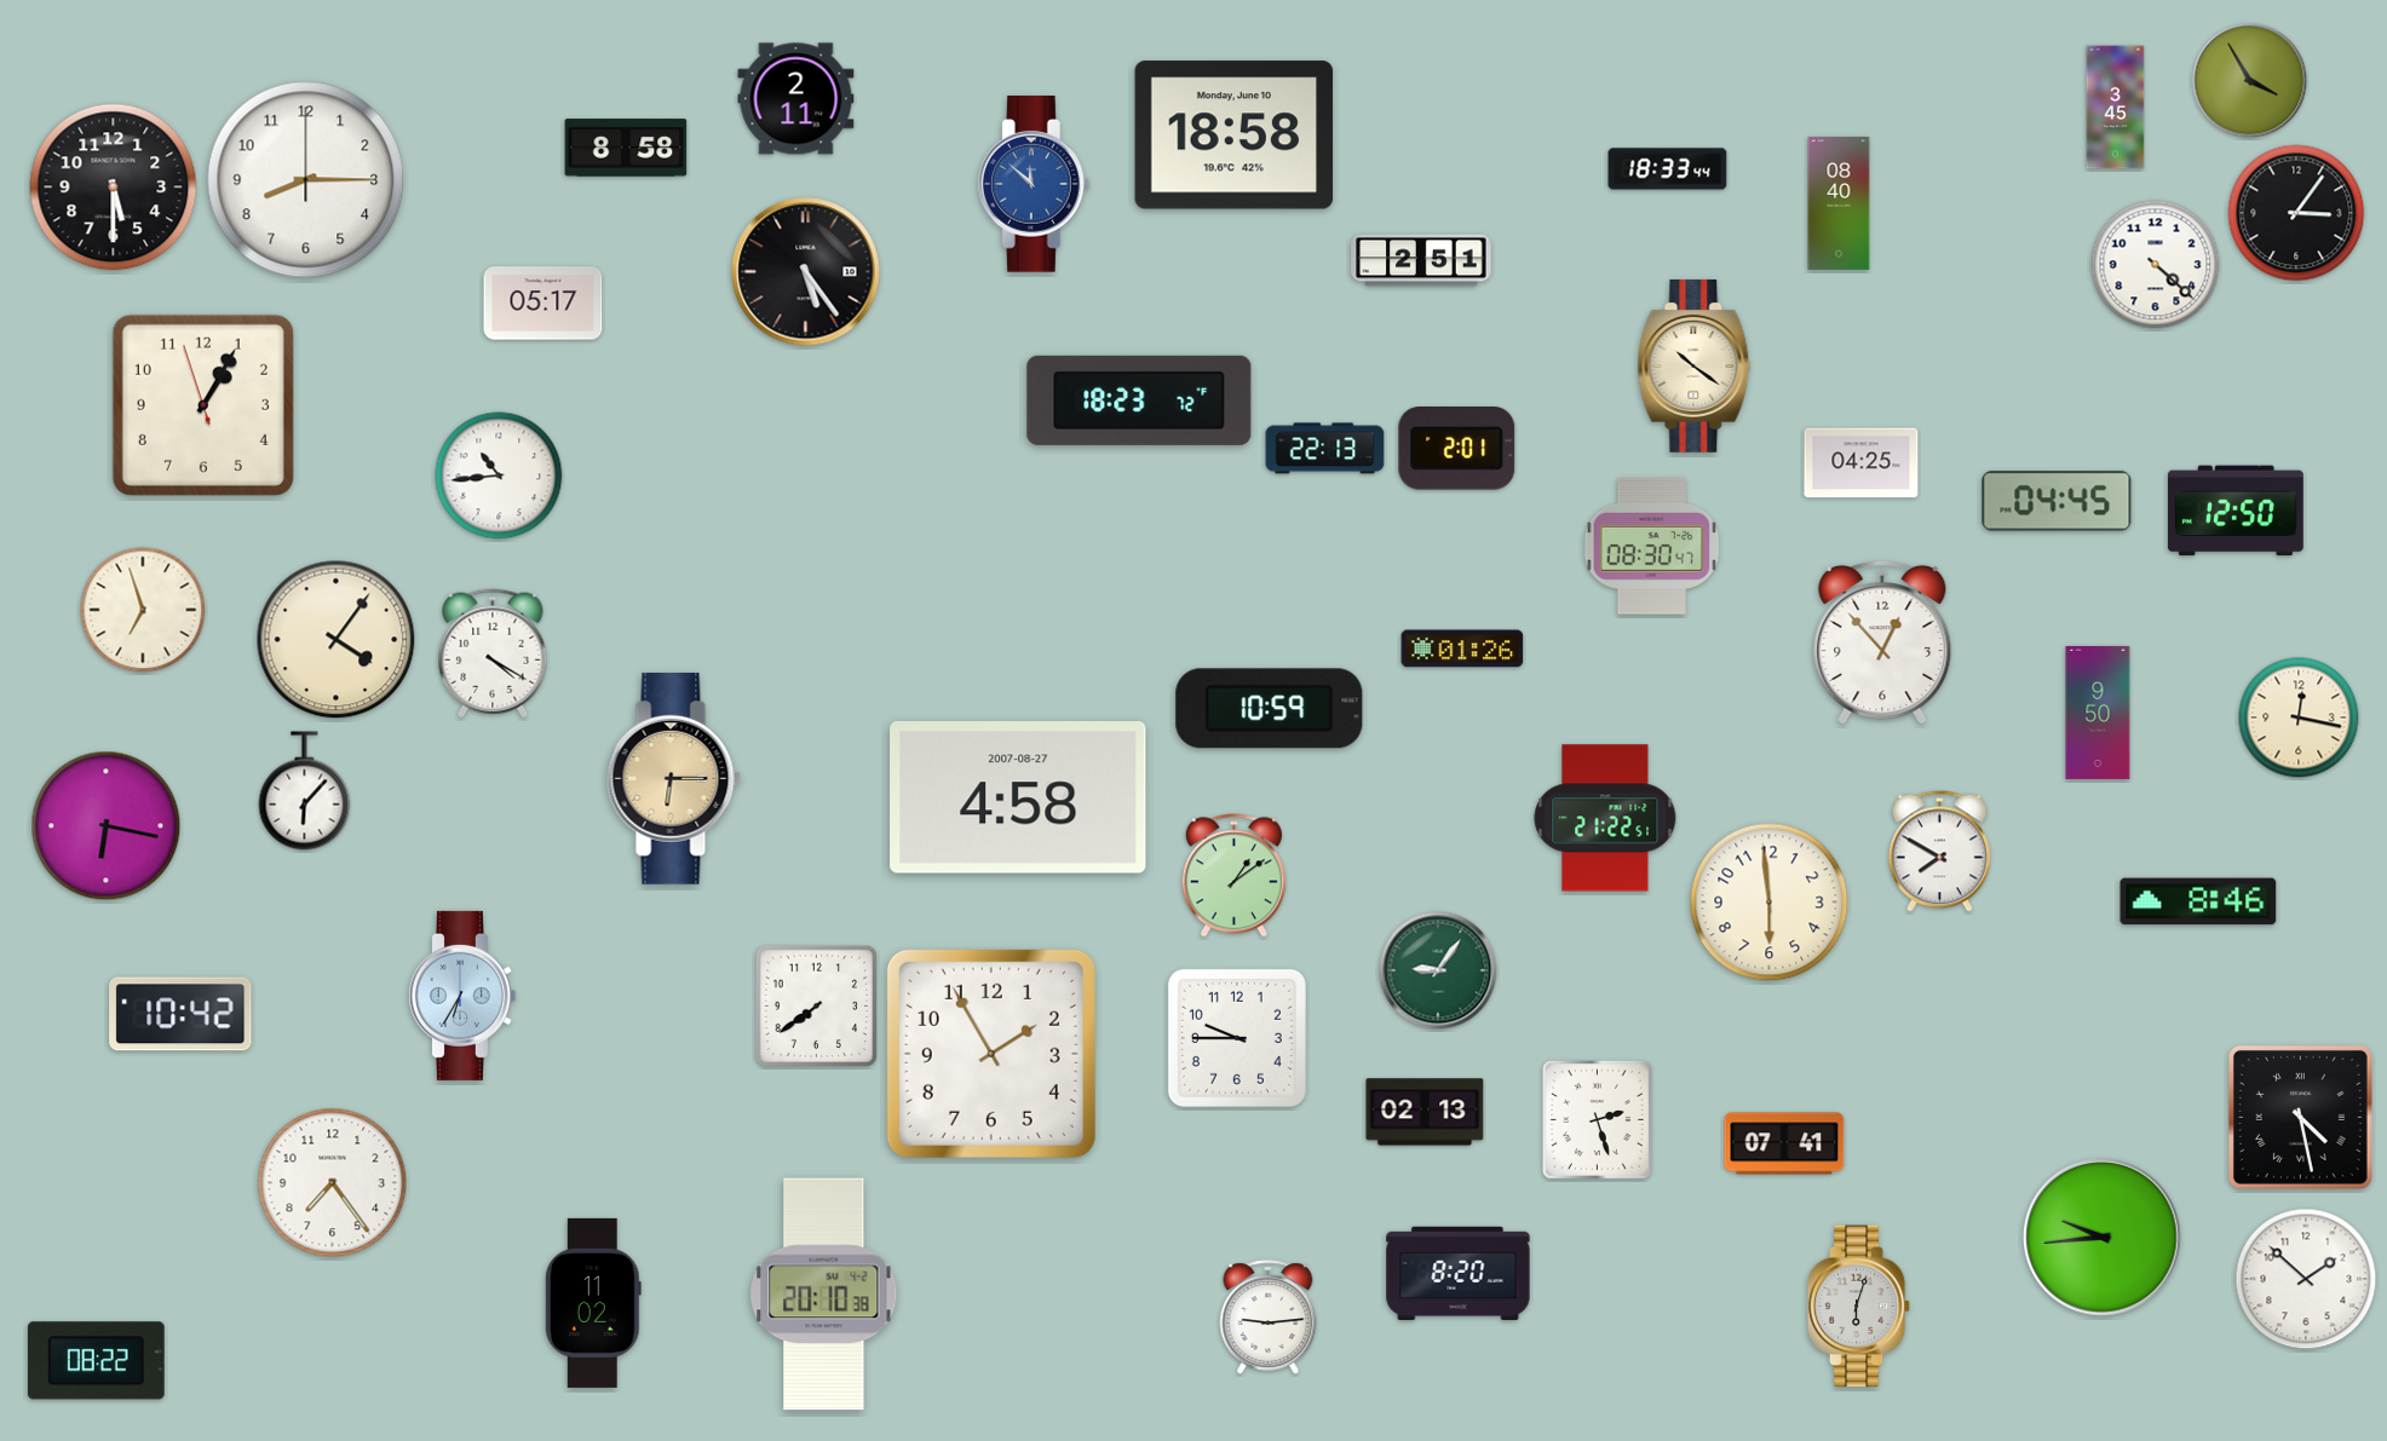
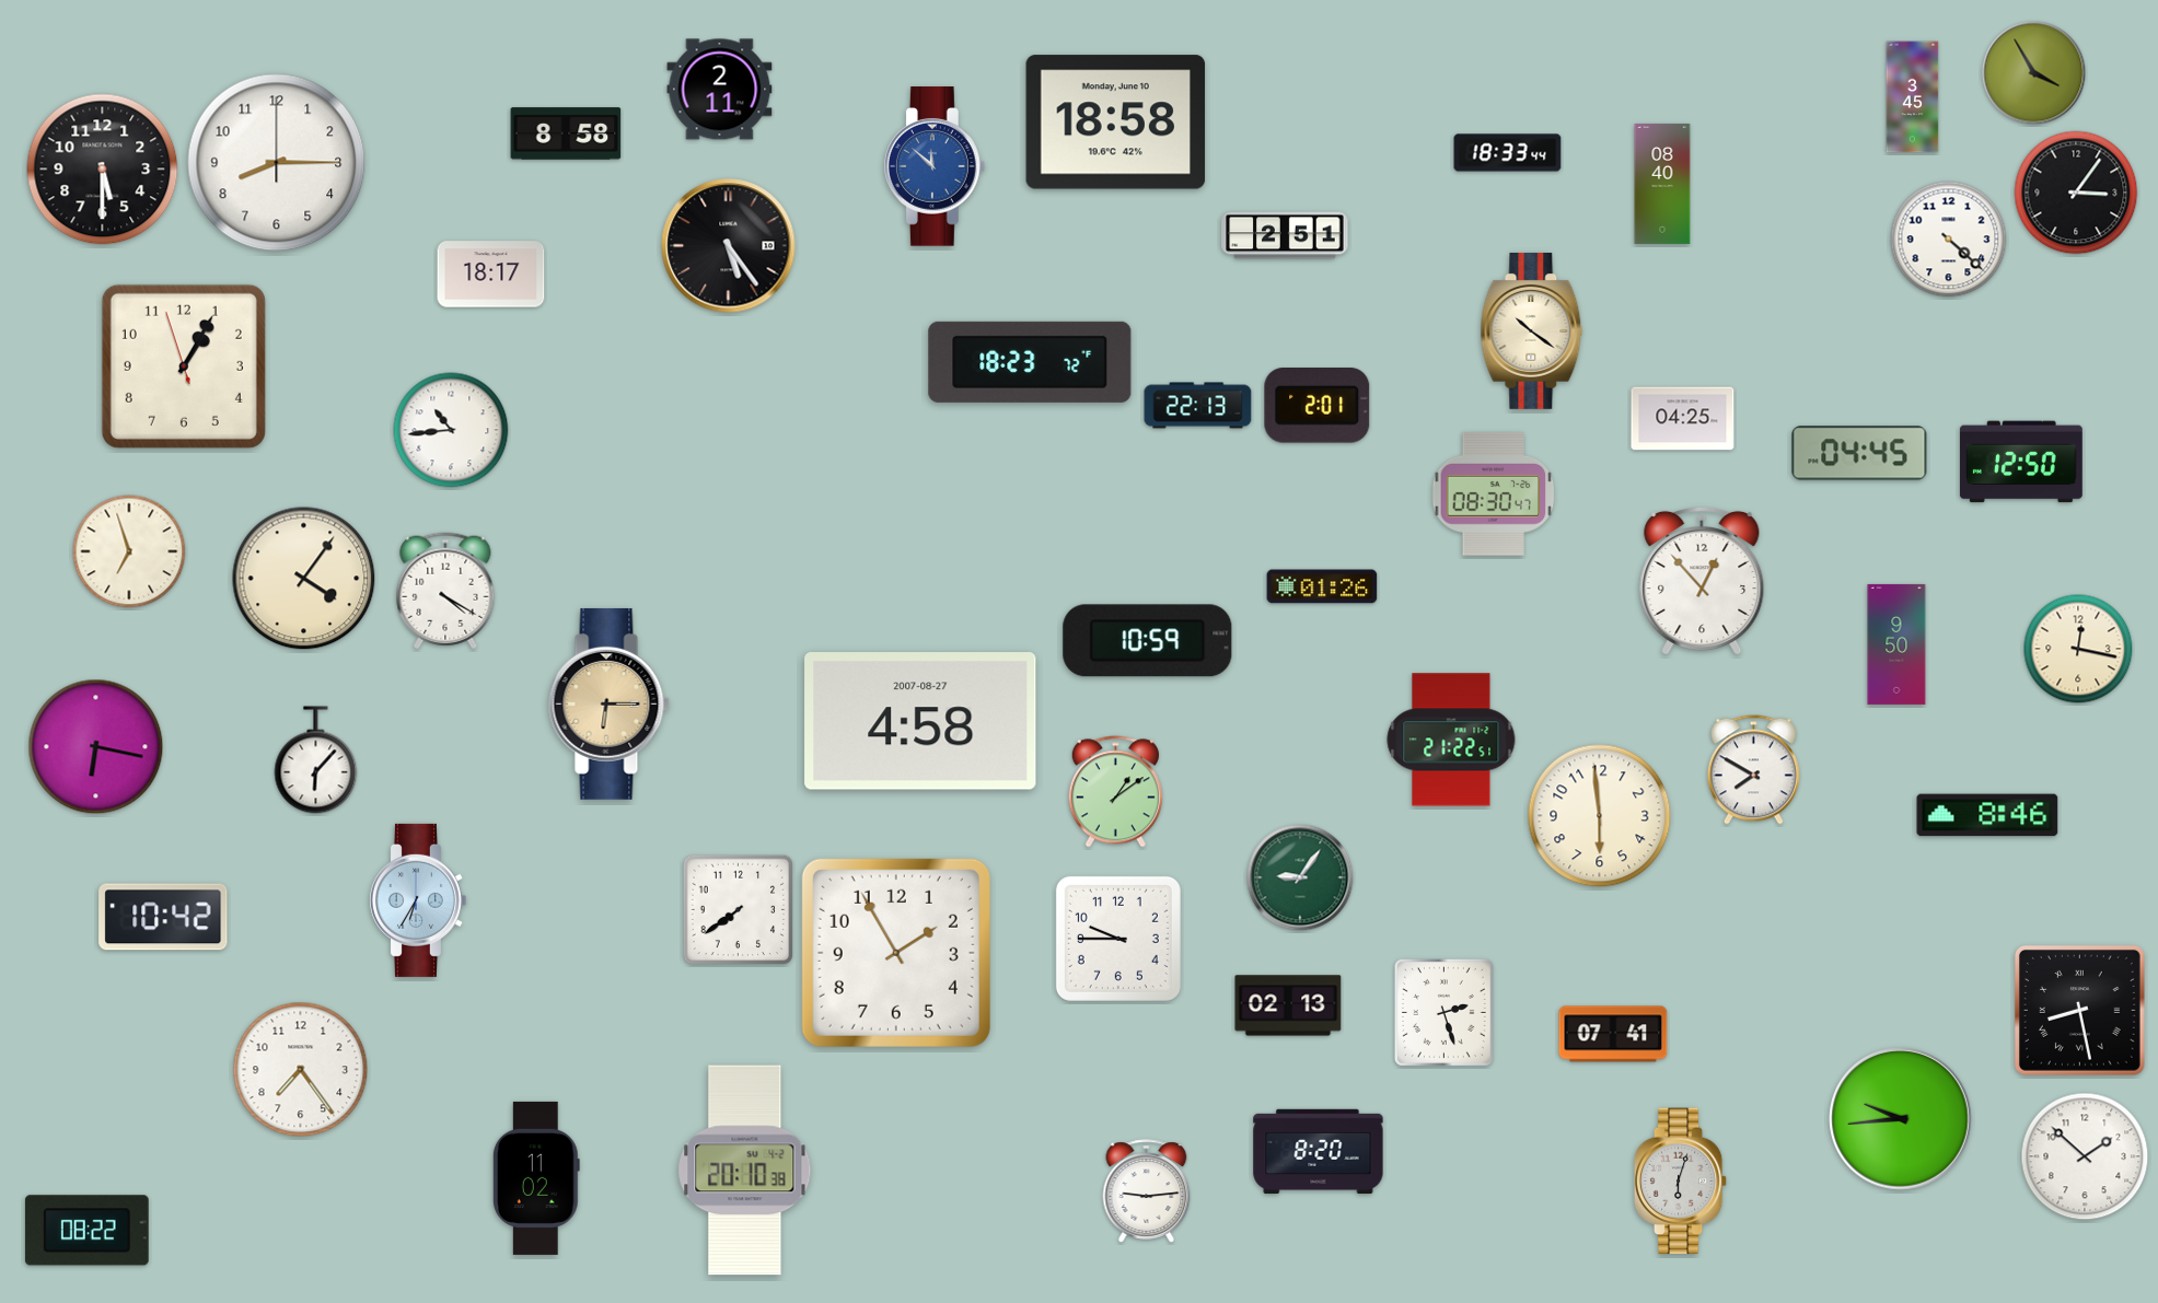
clock at (543, 304): 05:17 -> 18:17
clock at (305, 791) position: (305, 791) -> (316, 760)
clock at (2300, 1117): 4:28 -> 8:28
